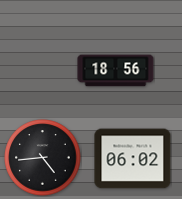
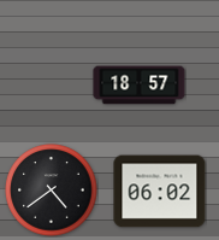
clock at (116, 71): 18:56 -> 18:57
clock at (43, 158): 4:44 -> 4:39
